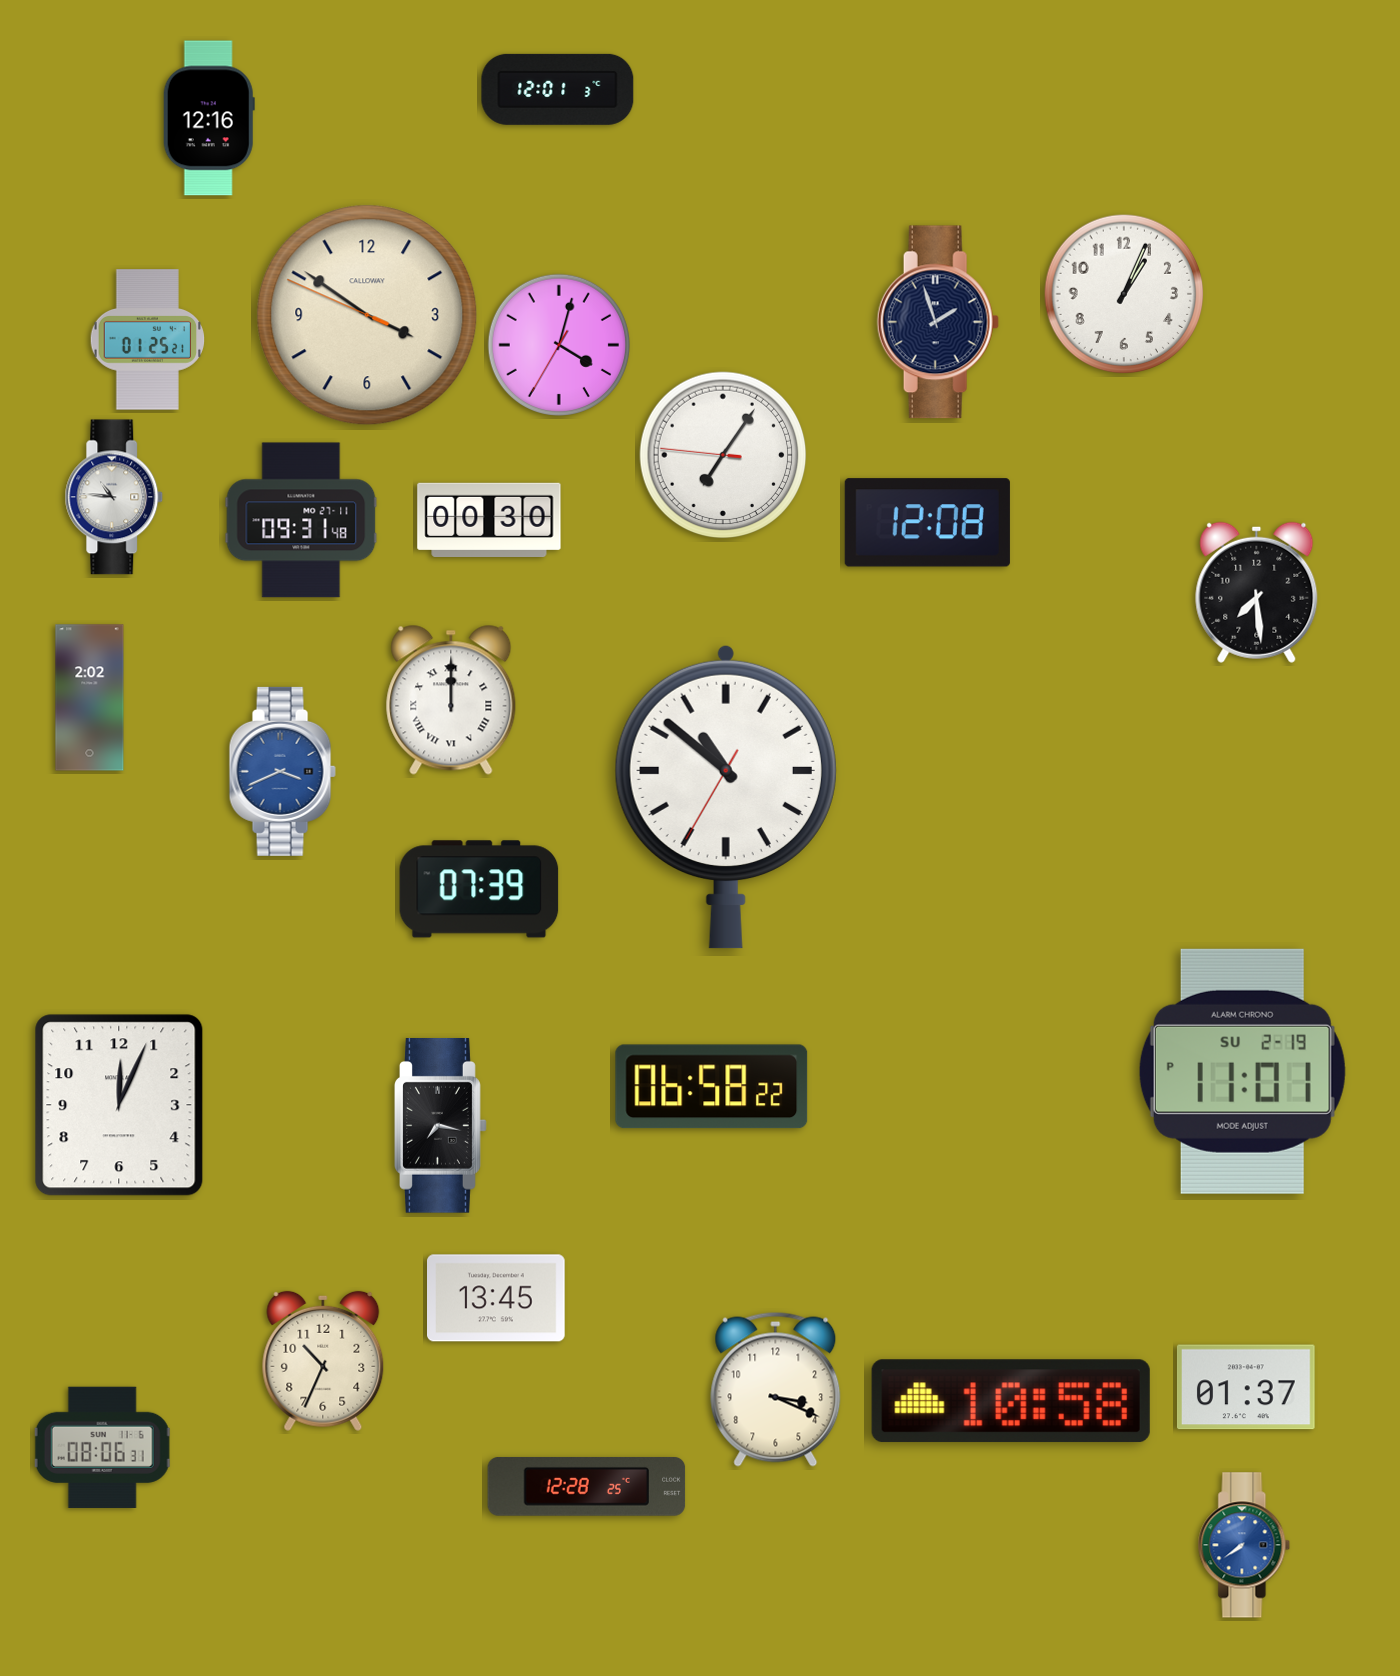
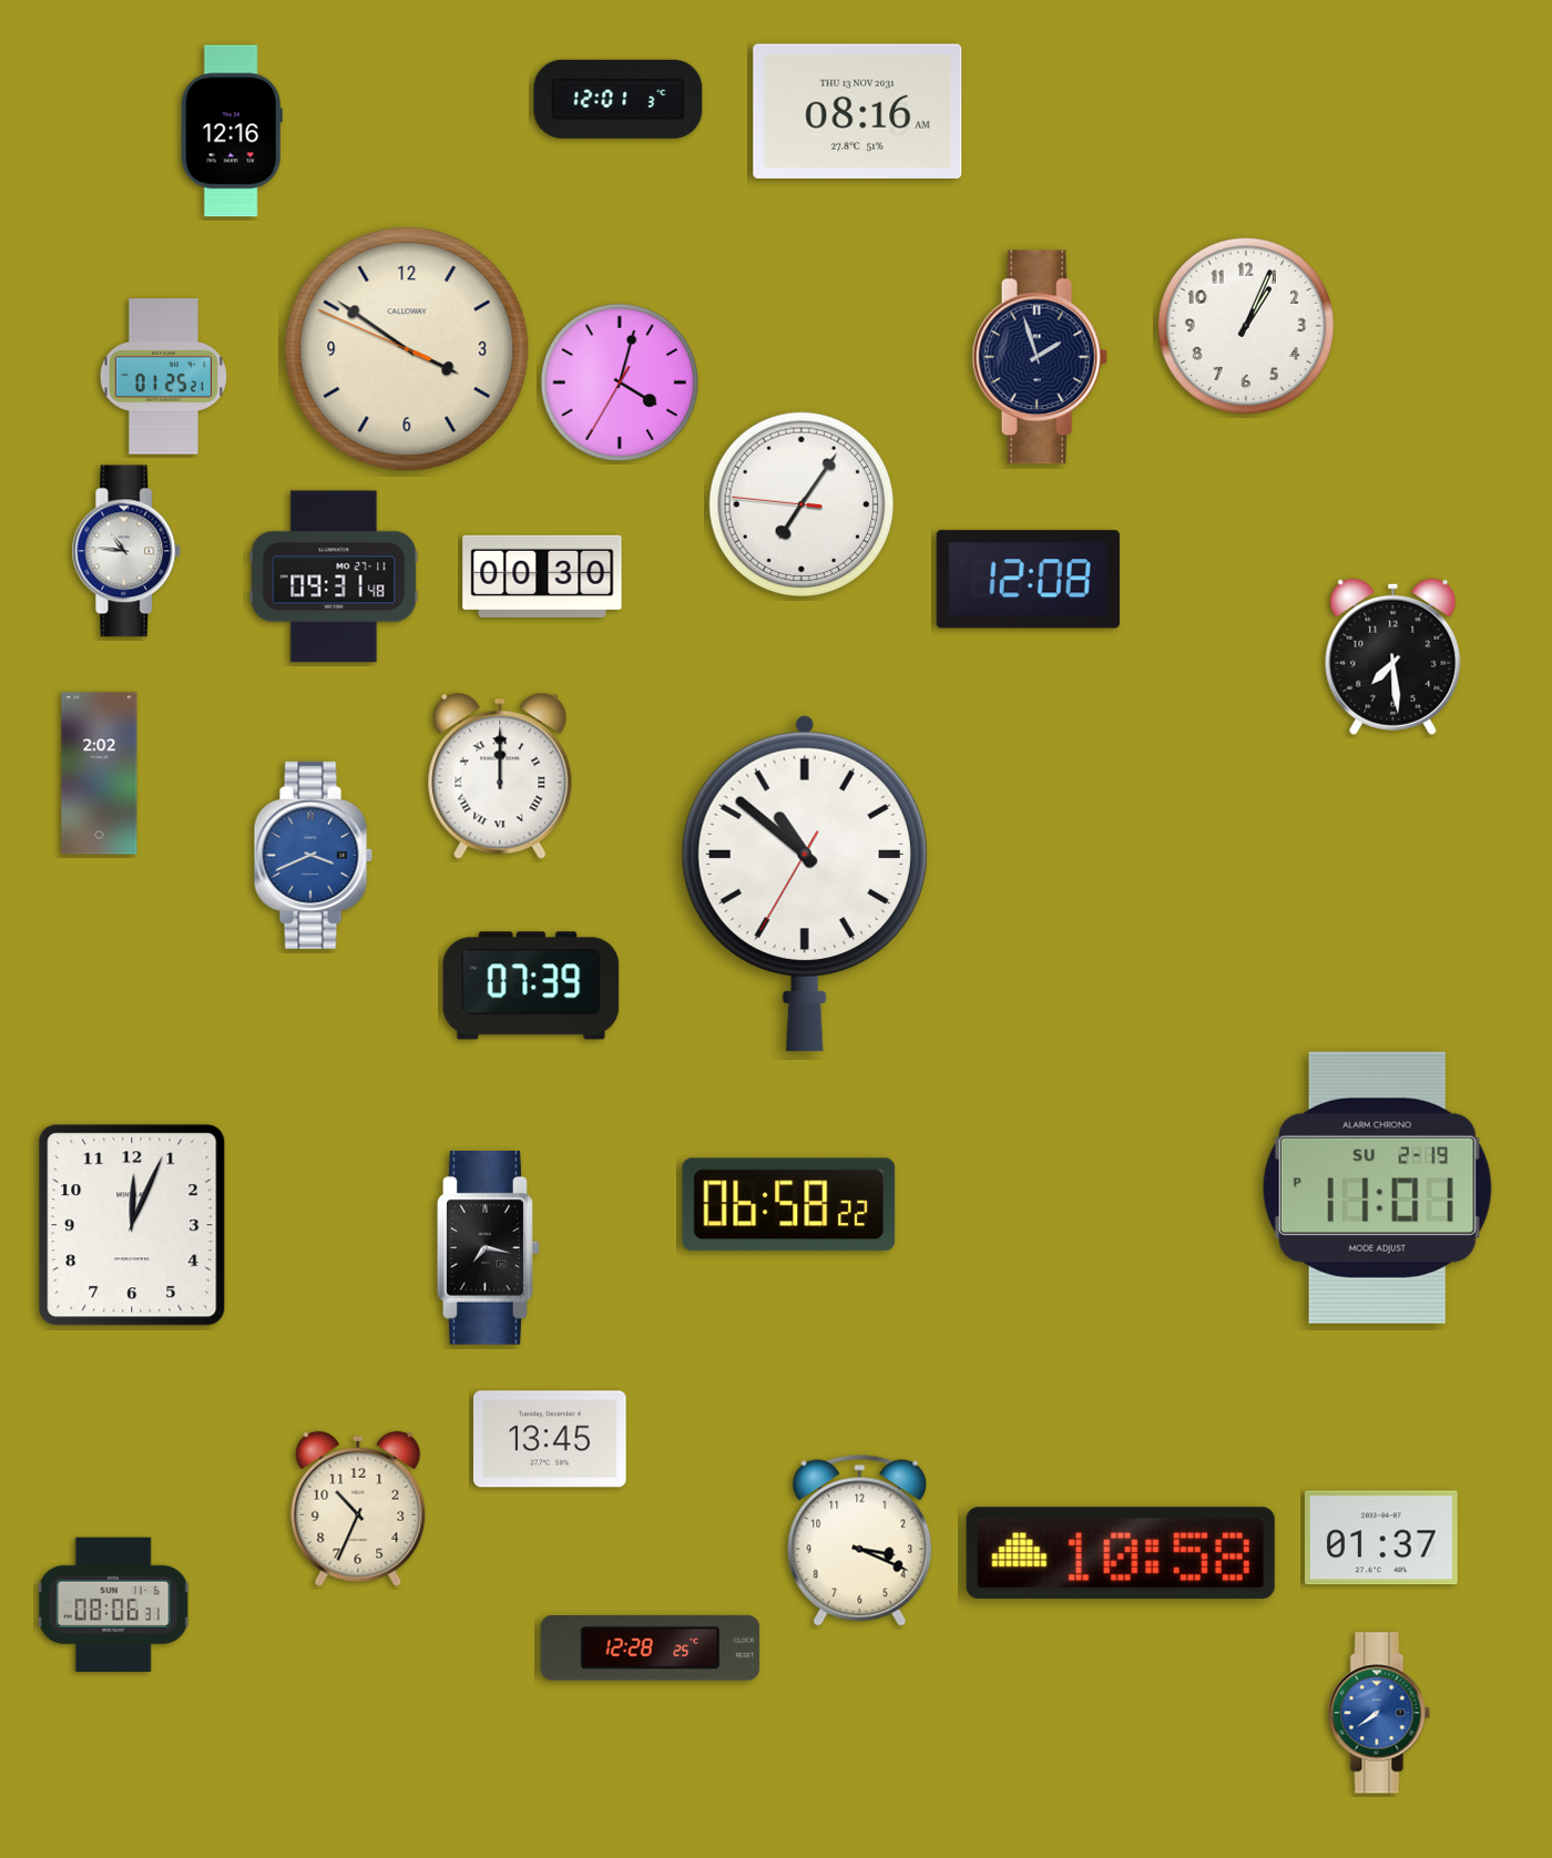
clock at (858, 111): none -> 08:16
